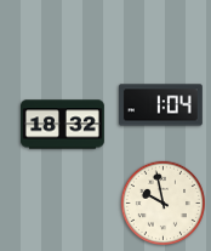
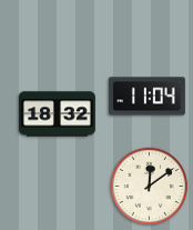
clock at (160, 105): 1:04 -> 11:04
clock at (164, 204): 9:58 -> 12:09
